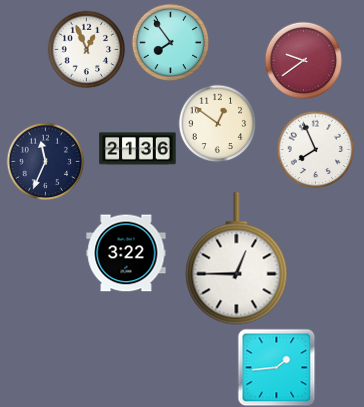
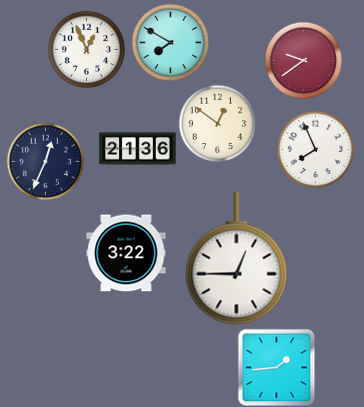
clock at (170, 42): 7:54 -> 7:50
clock at (45, 161): 11:34 -> 12:34
